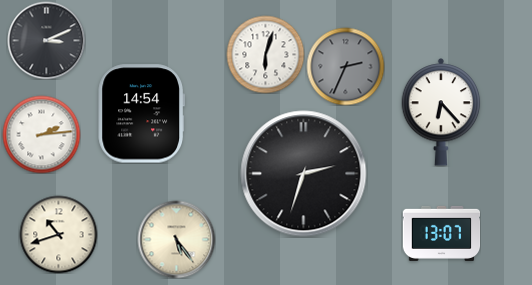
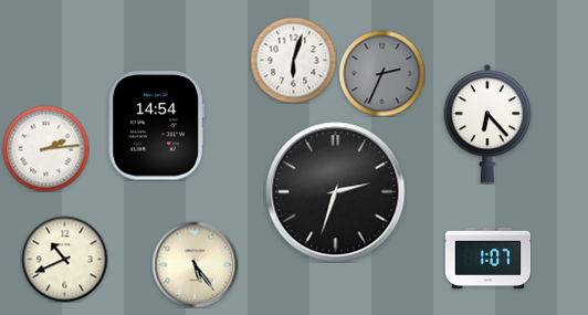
clock at (46, 40): 3:11 -> none
clock at (441, 233): 13:07 -> 1:07
clock at (58, 234): 10:42 -> 10:41
